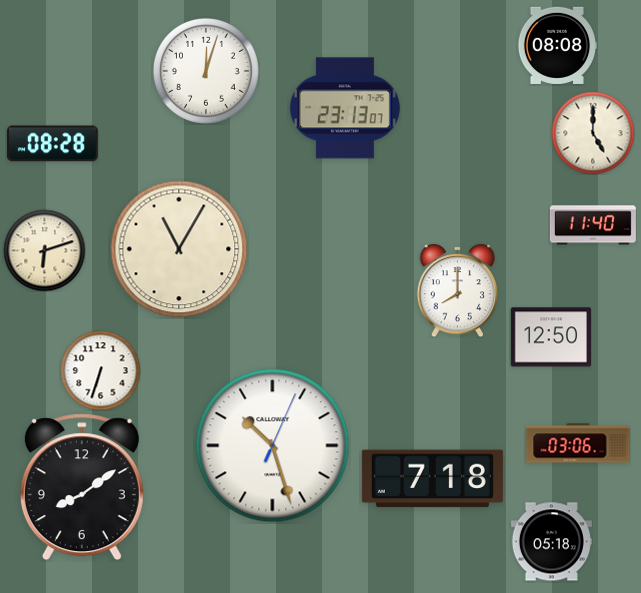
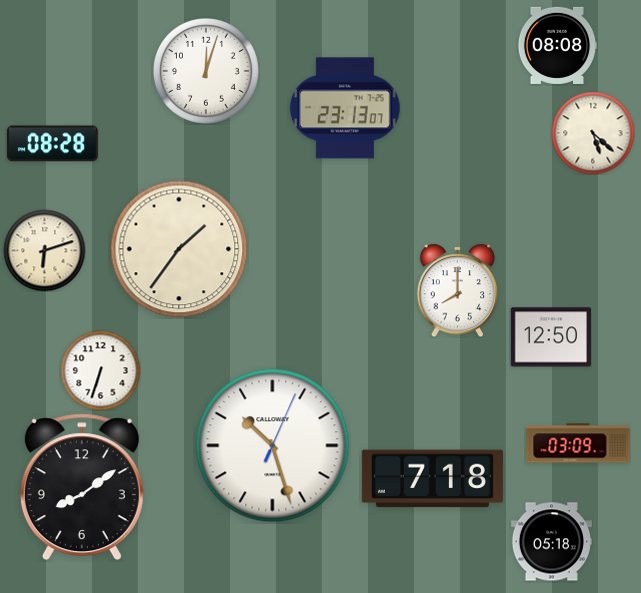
clock at (593, 133): 5:00 -> 5:22
clock at (593, 225): 11:40 -> none
clock at (179, 249): 11:05 -> 1:36
clock at (578, 443): 03:06 -> 03:09
